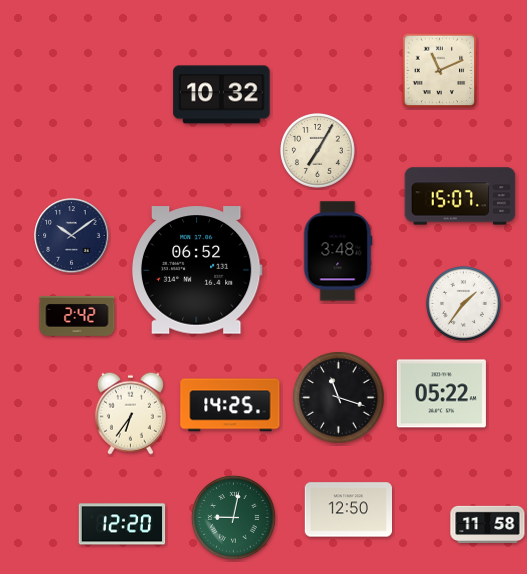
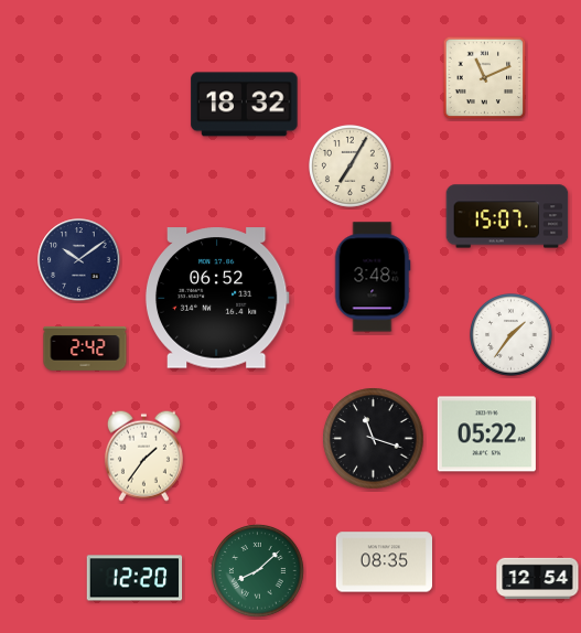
clock at (222, 95): 10:32 -> 18:32
clock at (230, 405): 14:25 -> none
clock at (130, 413): 6:36 -> 1:36
clock at (348, 510): 12:50 -> 08:35
clock at (234, 518): 9:02 -> 8:08
clock at (488, 525): 11:58 -> 12:54
